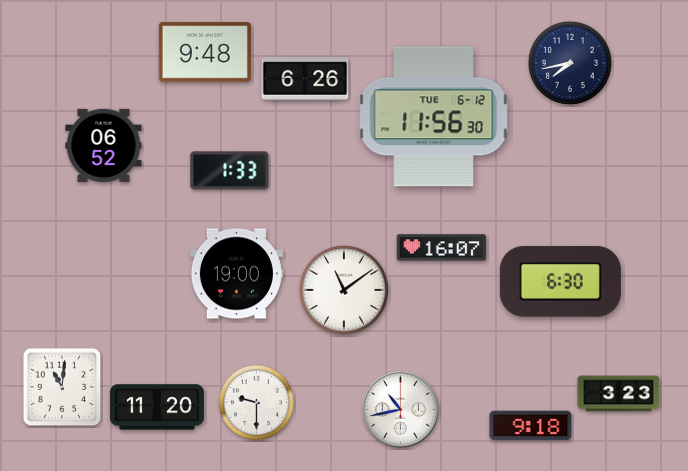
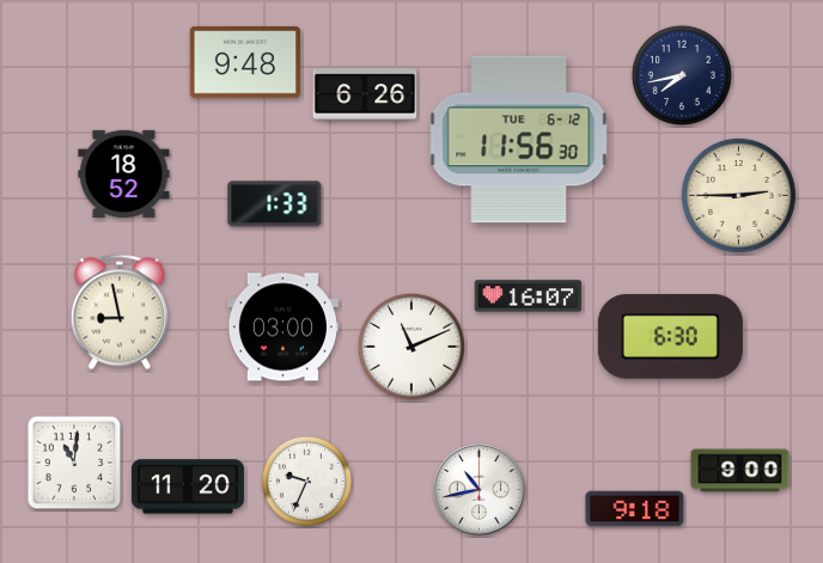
clock at (104, 145): 06:52 -> 18:52
clock at (738, 195): none -> 2:45
clock at (120, 312): none -> 8:58
clock at (236, 274): 19:00 -> 03:00
clock at (344, 290): 11:09 -> 11:11
clock at (619, 394): 3:23 -> 9:00
clock at (256, 402): 9:30 -> 9:34
